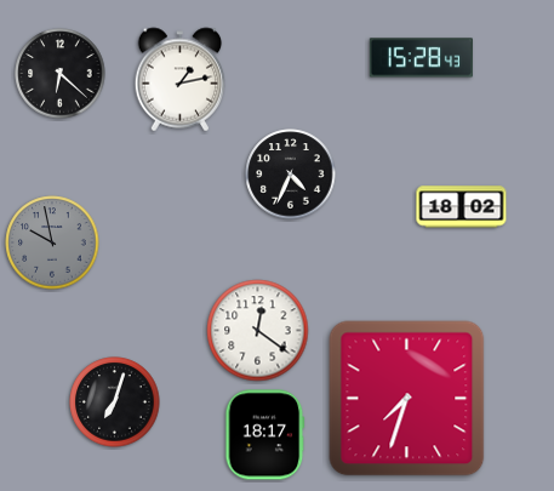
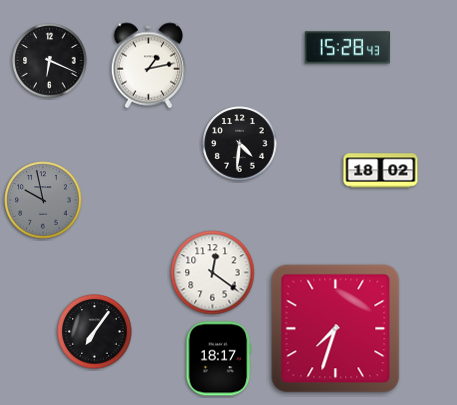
clock at (61, 74): 6:22 -> 6:19
clock at (291, 175): 4:34 -> 4:31
clock at (115, 402): 7:03 -> 7:06
